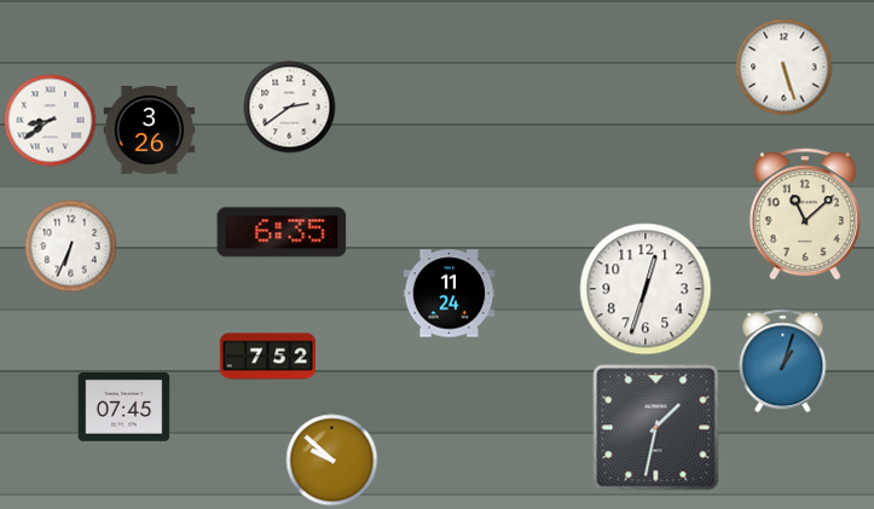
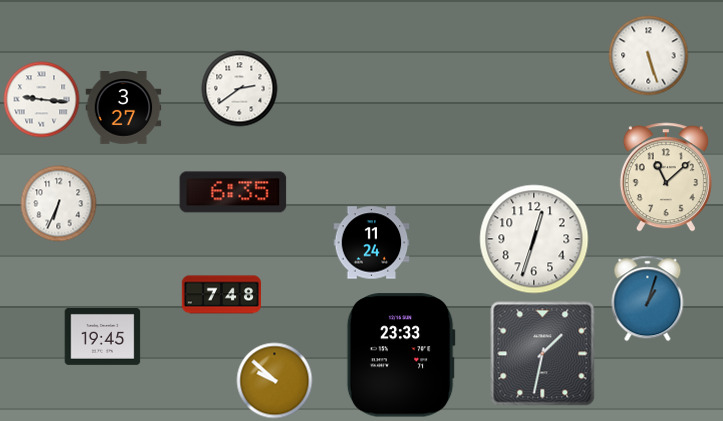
clock at (51, 121): 8:39 -> 9:16
clock at (150, 131): 3:26 -> 3:27
clock at (267, 357): 7:52 -> 7:48
clock at (125, 406): 07:45 -> 19:45
clock at (401, 355): none -> 23:33
